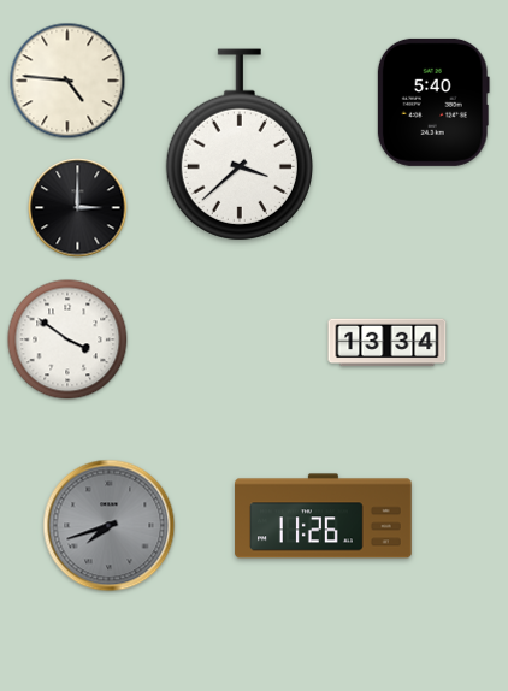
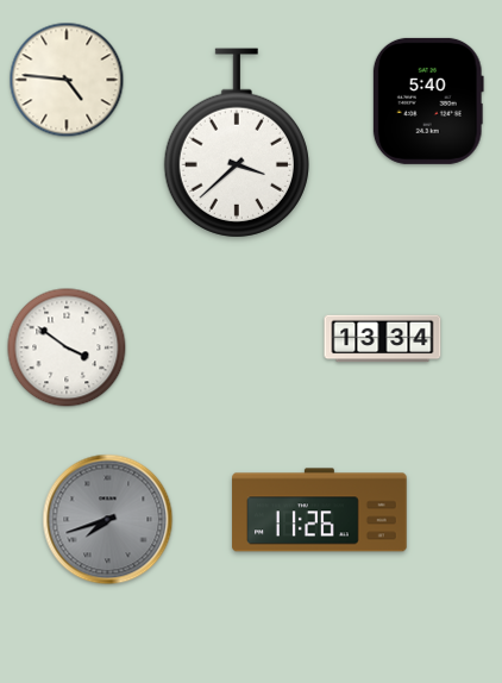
clock at (78, 208): 3:00 -> none
clock at (67, 339) position: (67, 339) -> (67, 347)
